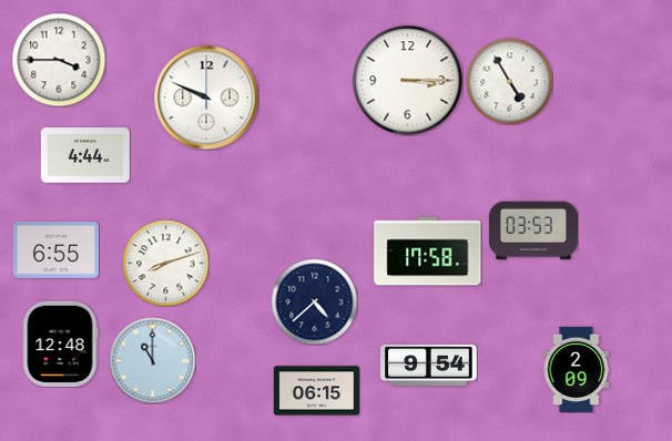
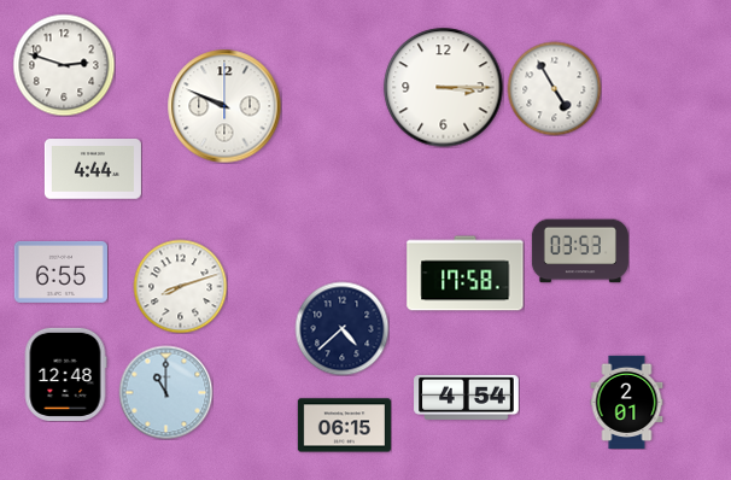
clock at (59, 60): 3:45 -> 2:48
clock at (429, 365): 9:54 -> 4:54
clock at (577, 369): 2:09 -> 2:01
